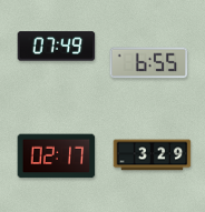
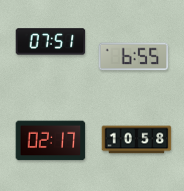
clock at (57, 47): 07:49 -> 07:51
clock at (153, 155): 3:29 -> 10:58
